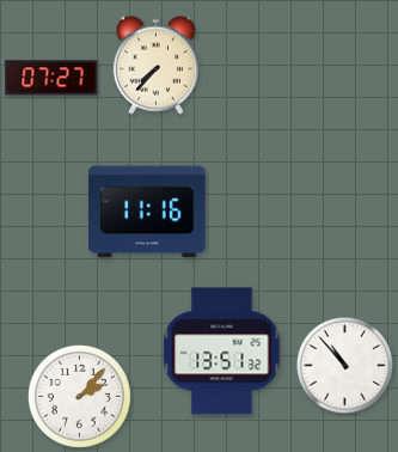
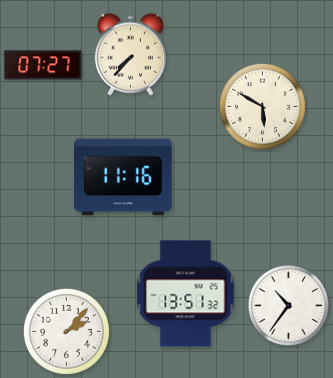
clock at (262, 106): none -> 5:50
clock at (344, 365): 10:53 -> 10:36
